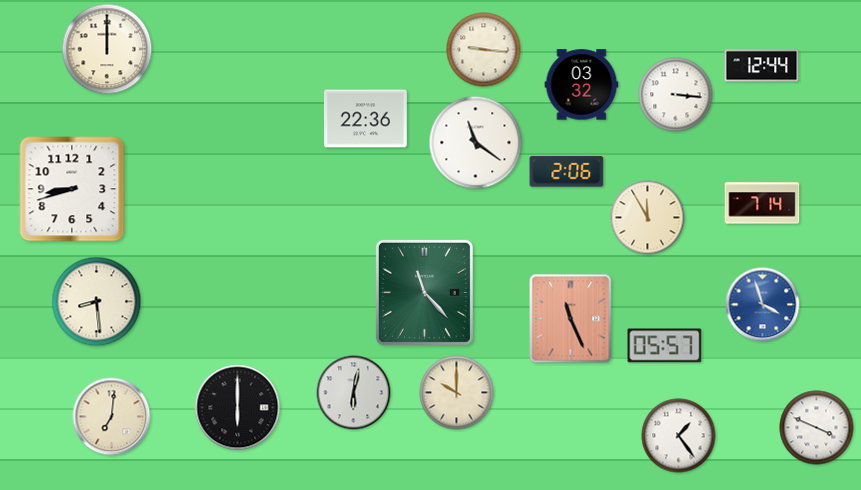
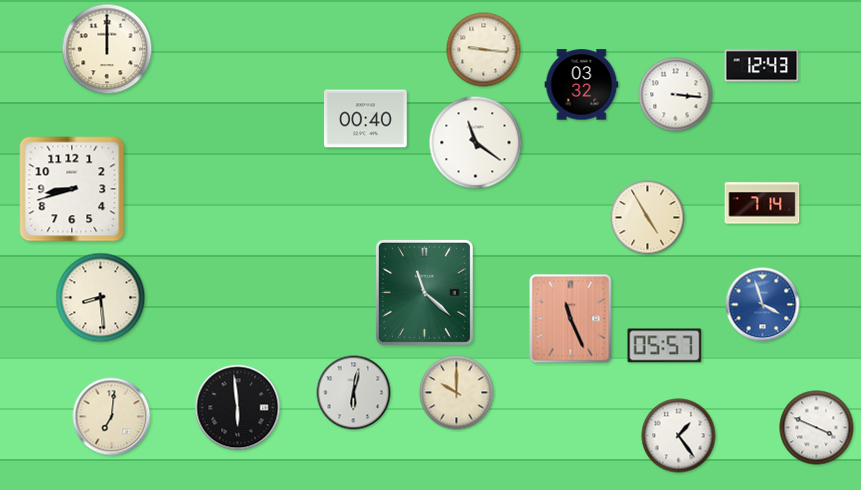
clock at (762, 66): 12:44 -> 12:43
clock at (365, 119): 22:36 -> 00:40
clock at (567, 172): 2:06 -> none
clock at (648, 218): 11:55 -> 4:55
clock at (424, 292): 11:23 -> 11:22
clock at (97, 302) position: (97, 302) -> (101, 298)
clock at (238, 408): 6:00 -> 5:59
